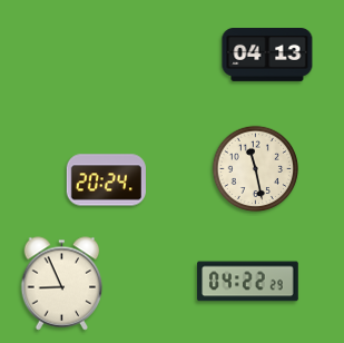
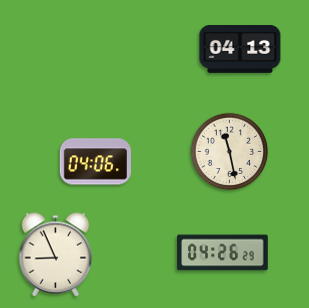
clock at (106, 180): 20:24 -> 04:06
clock at (248, 282): 04:22 -> 04:26
